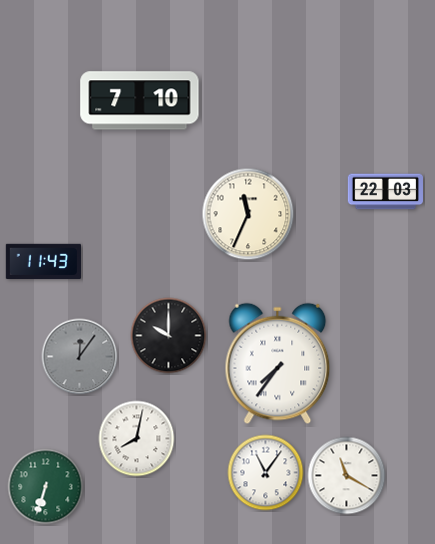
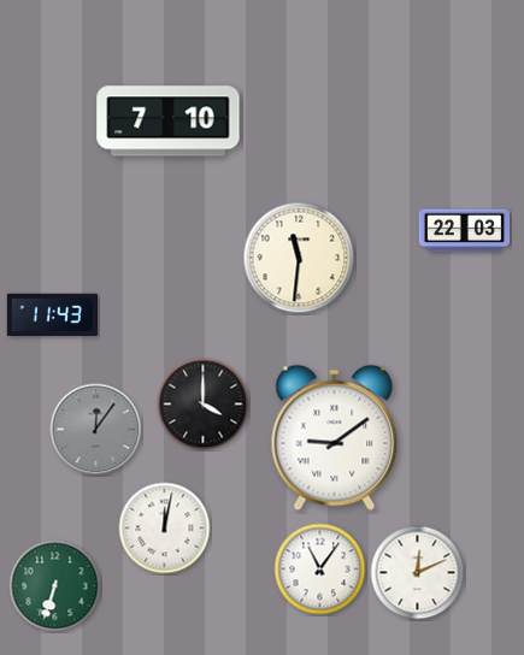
clock at (248, 214): 11:34 -> 11:31
clock at (169, 336): 10:00 -> 4:00
clock at (278, 364): 7:36 -> 9:09
clock at (137, 439): 8:02 -> 12:02
clock at (347, 476): 11:20 -> 12:11
